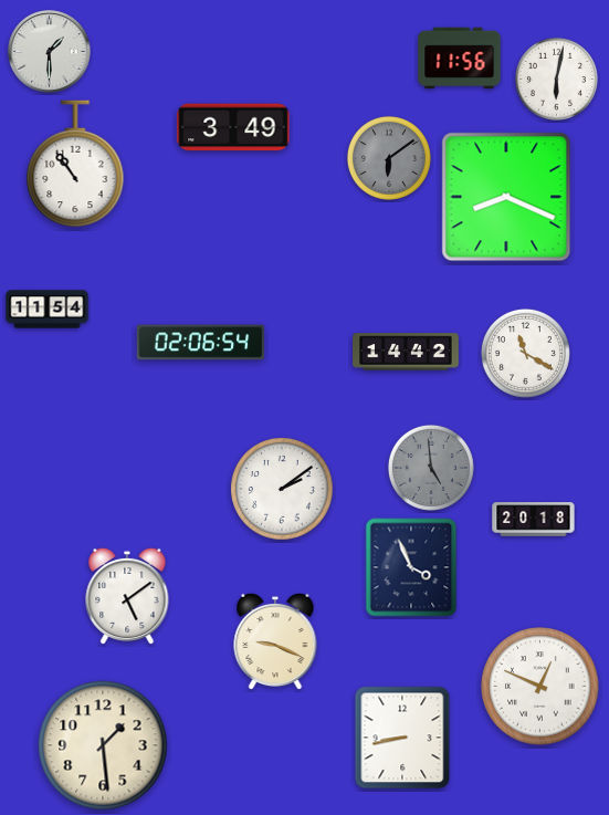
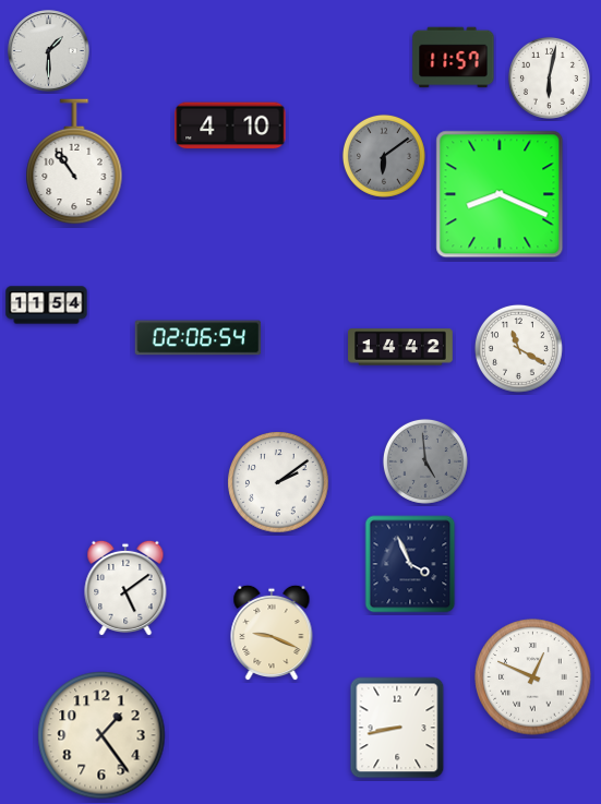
clock at (460, 59): 11:56 -> 11:57
clock at (233, 127): 3:49 -> 4:10
clock at (534, 520): 20:18 -> none
clock at (411, 567) position: (411, 567) -> (410, 564)
clock at (103, 745): 1:29 -> 1:24
